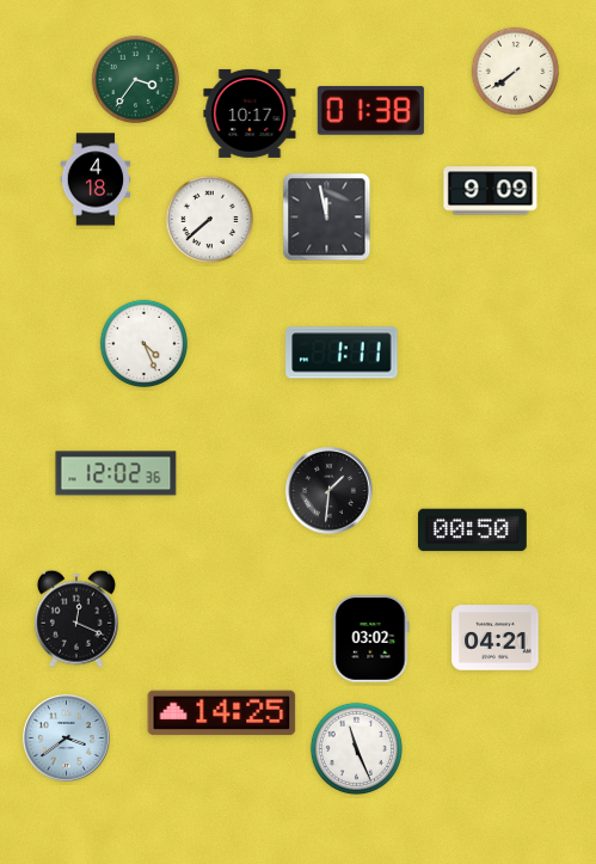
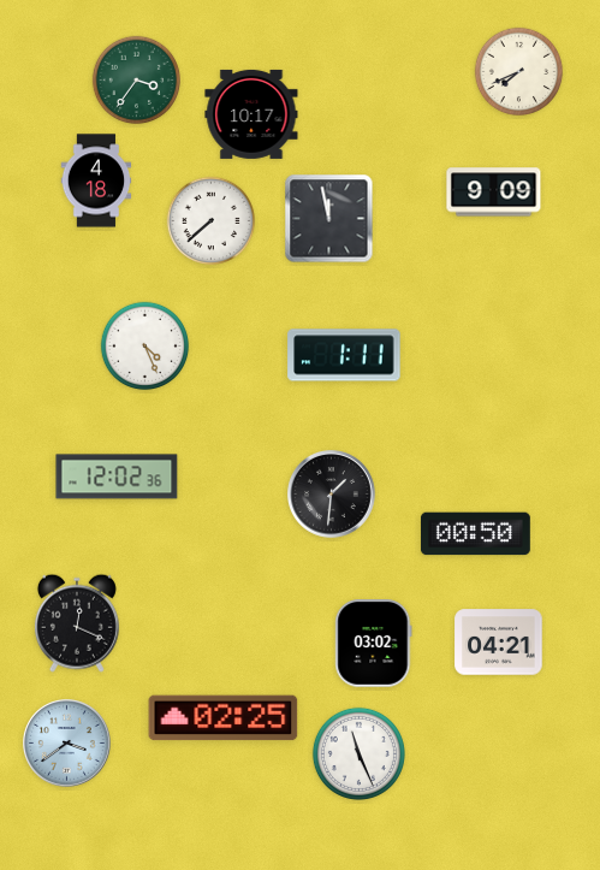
clock at (516, 72): 7:39 -> 7:41
clock at (370, 110): 01:38 -> none
clock at (222, 713): 14:25 -> 02:25
